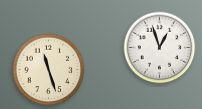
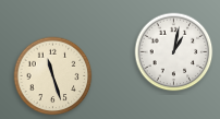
clock at (160, 48): 12:57 -> 1:02
